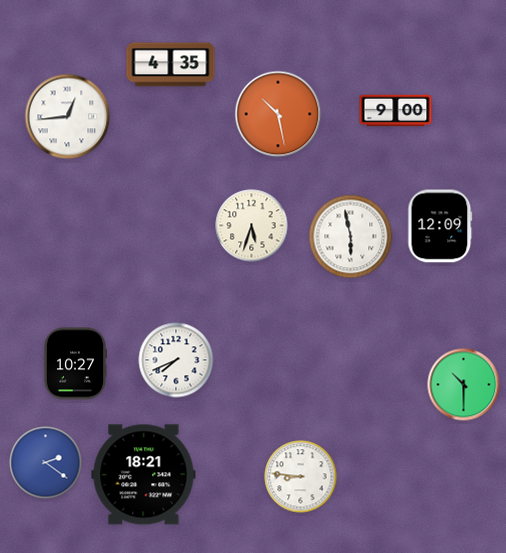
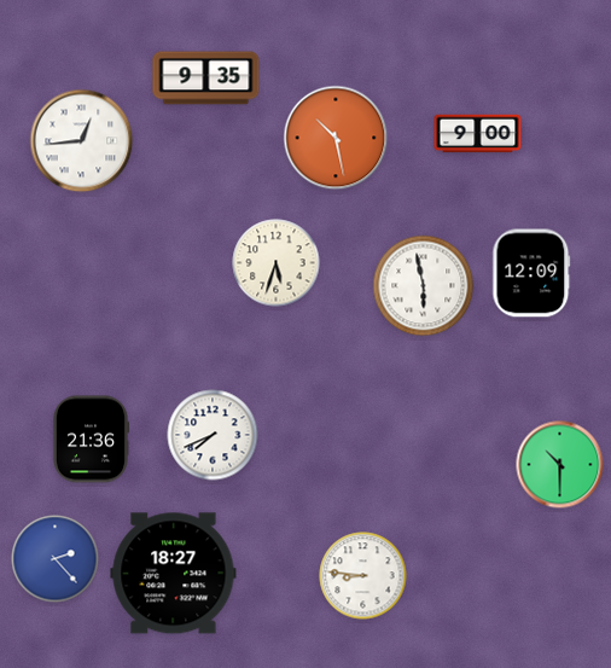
clock at (171, 65): 4:35 -> 9:35
clock at (252, 226) position: (252, 226) -> (277, 263)
clock at (74, 364): 10:27 -> 21:36
clock at (46, 463): 2:21 -> 2:23
clock at (144, 475): 18:21 -> 18:27
